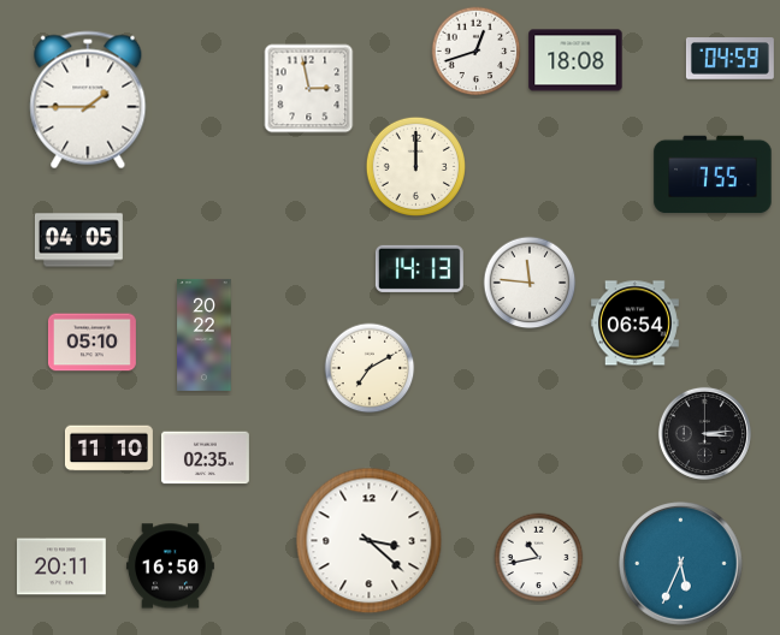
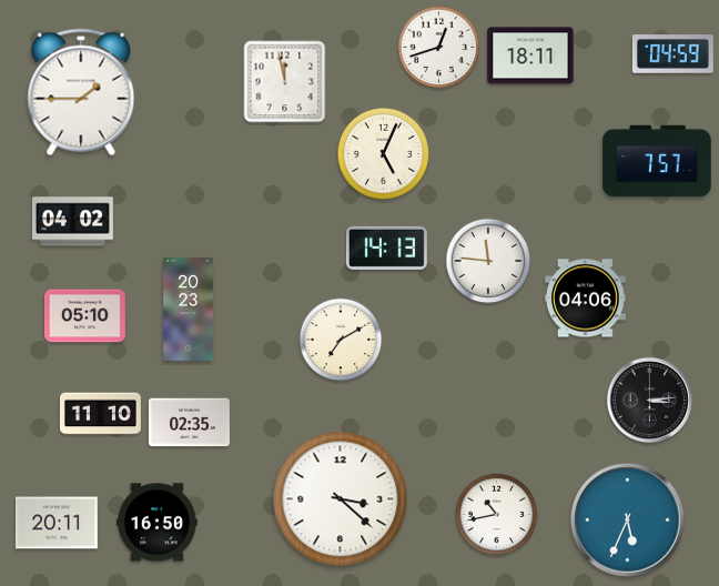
clock at (575, 60): 18:08 -> 18:11
clock at (309, 89): 2:58 -> 11:58
clock at (415, 166): 12:00 -> 5:04
clock at (713, 174): 7:55 -> 7:57
clock at (78, 241): 04:05 -> 04:02
clock at (634, 324): 06:54 -> 04:06
clock at (205, 334): 20:22 -> 20:23
